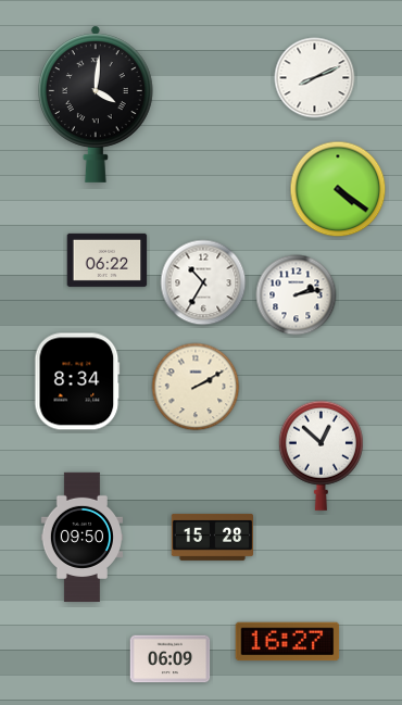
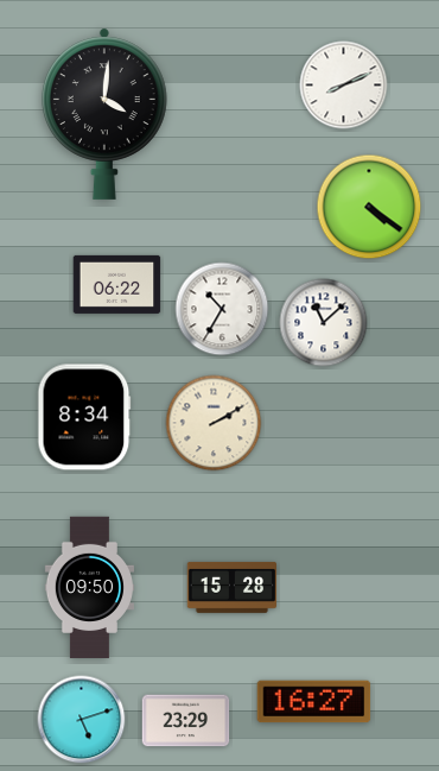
clock at (297, 295): 2:13 -> 11:08
clock at (321, 455): 12:52 -> none
clock at (82, 720): none -> 5:12
clock at (171, 659): 06:09 -> 23:29
